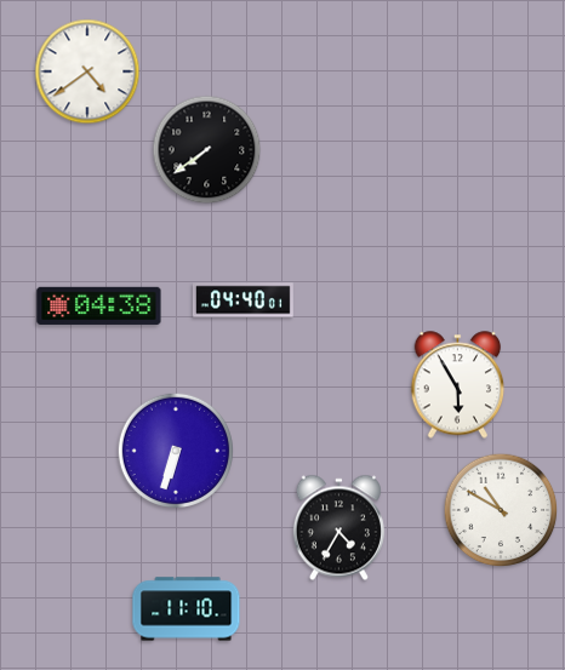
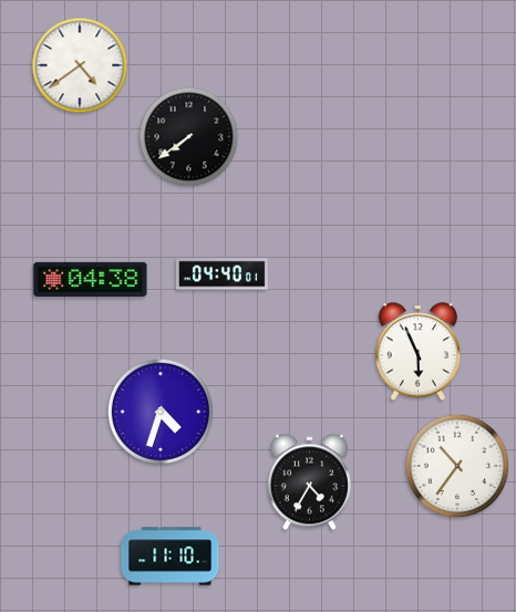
clock at (458, 385): 5:55 -> 5:56
clock at (175, 449): 6:33 -> 4:33
clock at (501, 510): 10:50 -> 10:36
